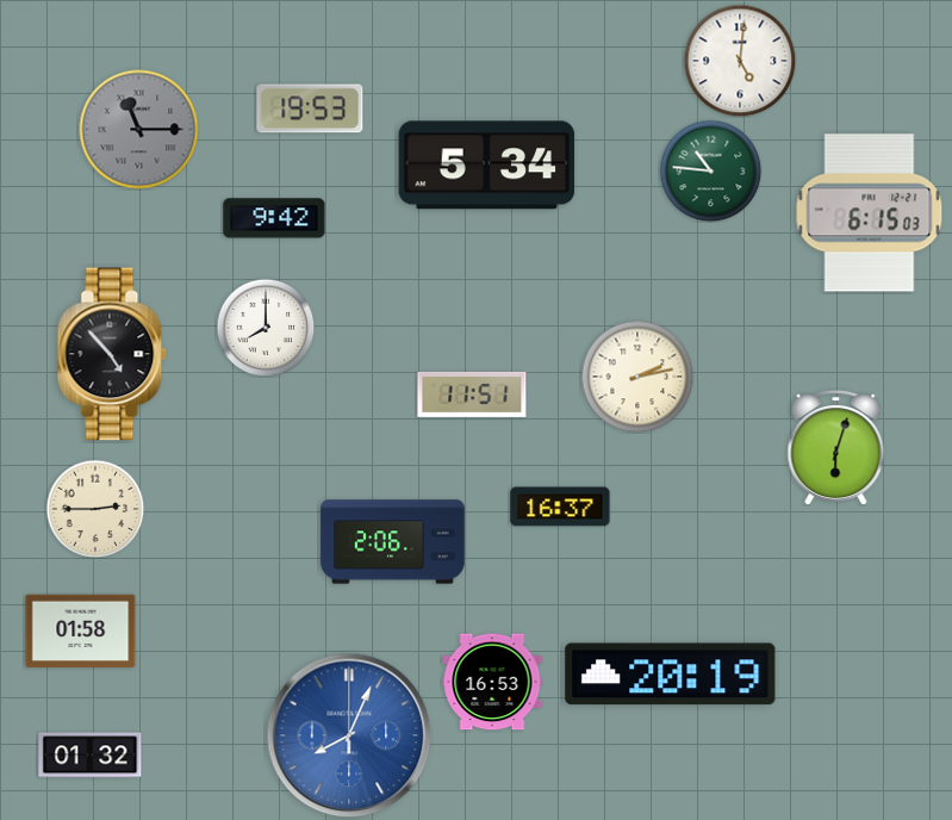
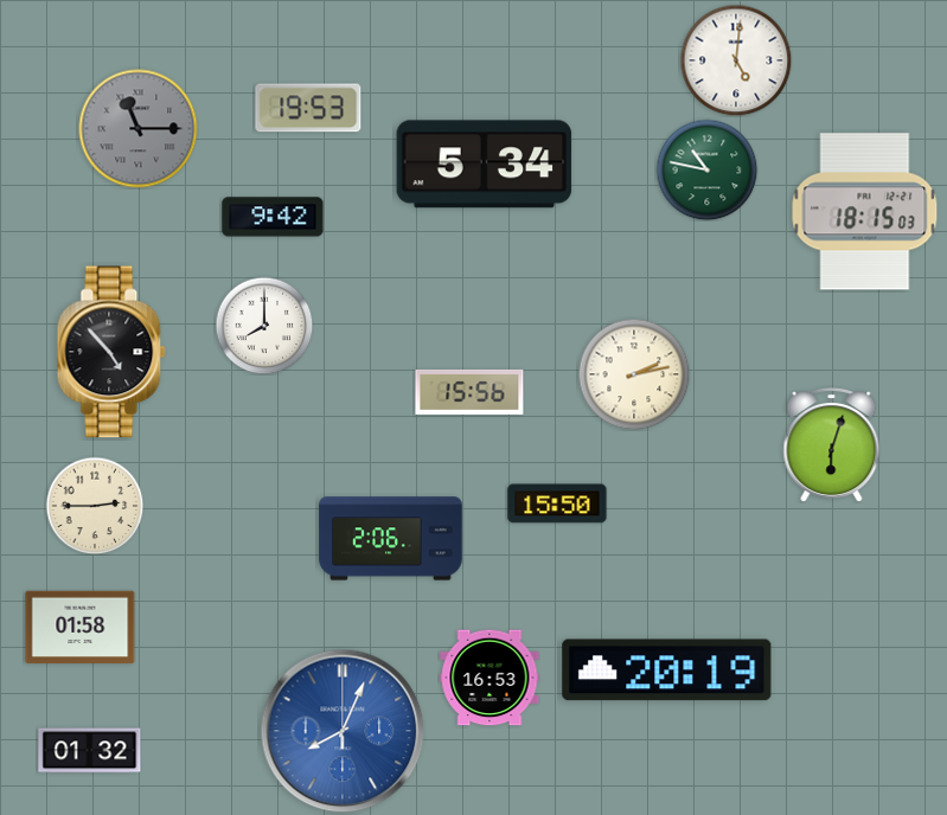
clock at (710, 170): 10:46 -> 10:47
clock at (870, 213): 6:15 -> 18:15
clock at (472, 395): 11:51 -> 15:56
clock at (560, 507): 16:37 -> 15:50
clock at (349, 735) position: (349, 735) -> (343, 731)
